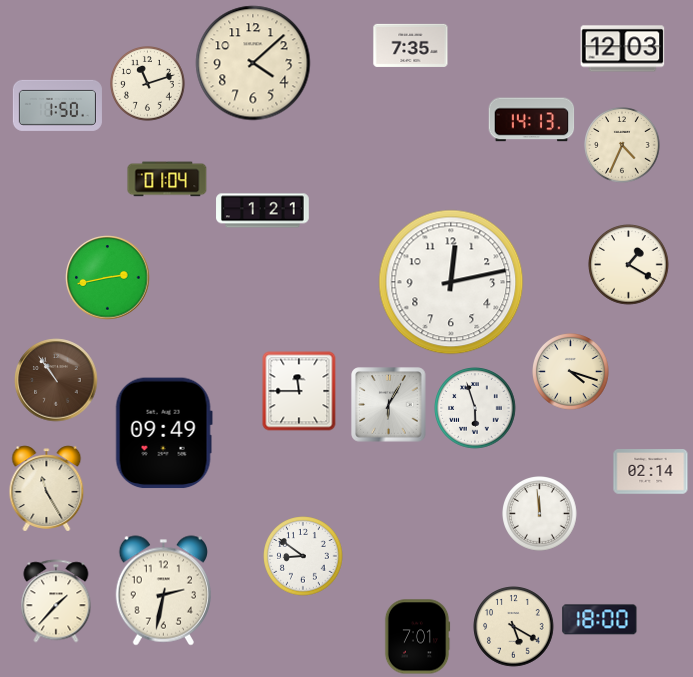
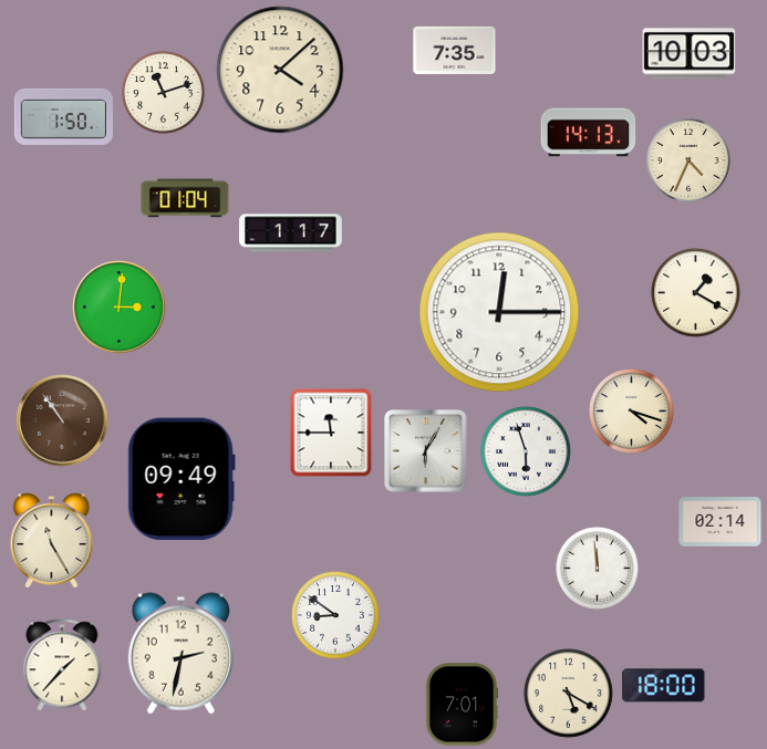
clock at (623, 49): 12:03 -> 10:03
clock at (263, 211): 1:21 -> 1:17
clock at (108, 278): 2:43 -> 3:01
clock at (451, 282): 12:13 -> 12:15
clock at (389, 405) position: (389, 405) -> (426, 451)
